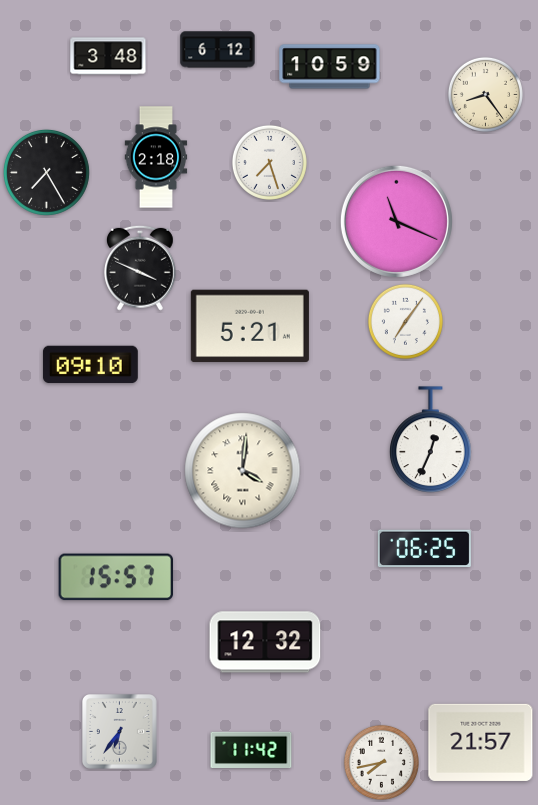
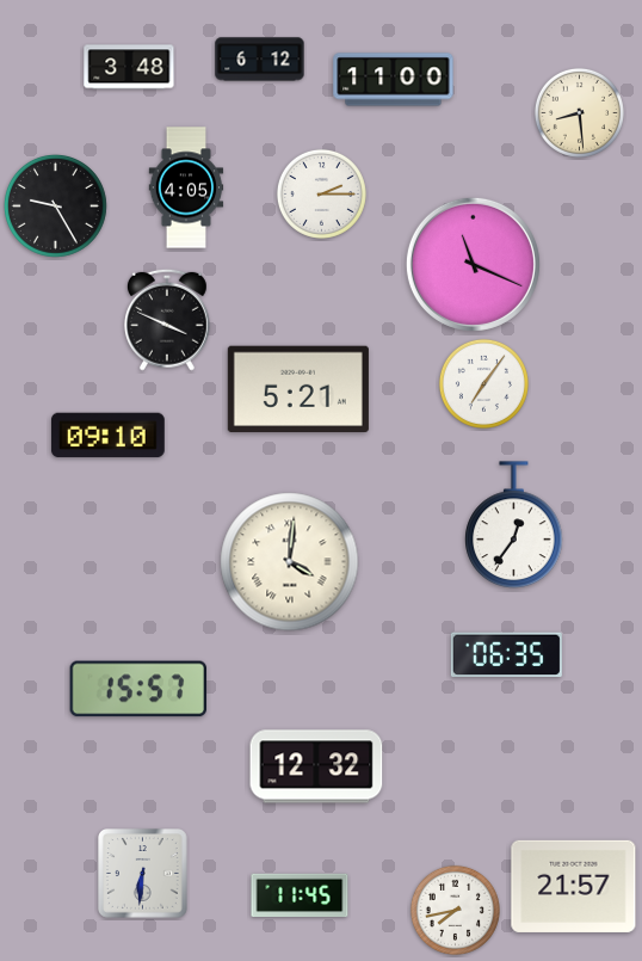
clock at (330, 67): 10:59 -> 11:00
clock at (485, 94): 8:24 -> 8:29
clock at (156, 157): 2:18 -> 4:05
clock at (269, 162): 7:27 -> 2:15
clock at (46, 172): 7:25 -> 9:25
clock at (431, 439): 12:34 -> 12:36
clock at (424, 549): 06:25 -> 06:35
clock at (120, 732): 6:36 -> 6:31
clock at (251, 750): 11:42 -> 11:45
